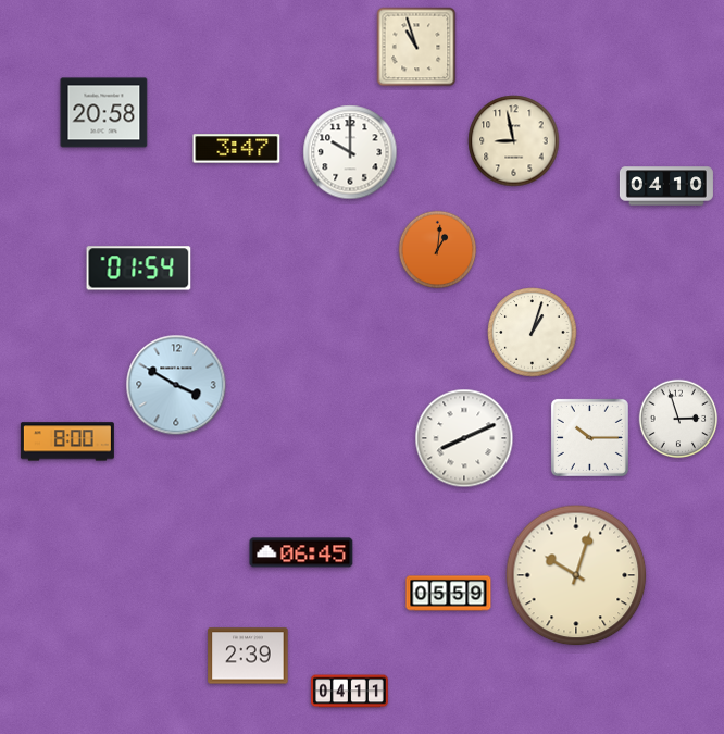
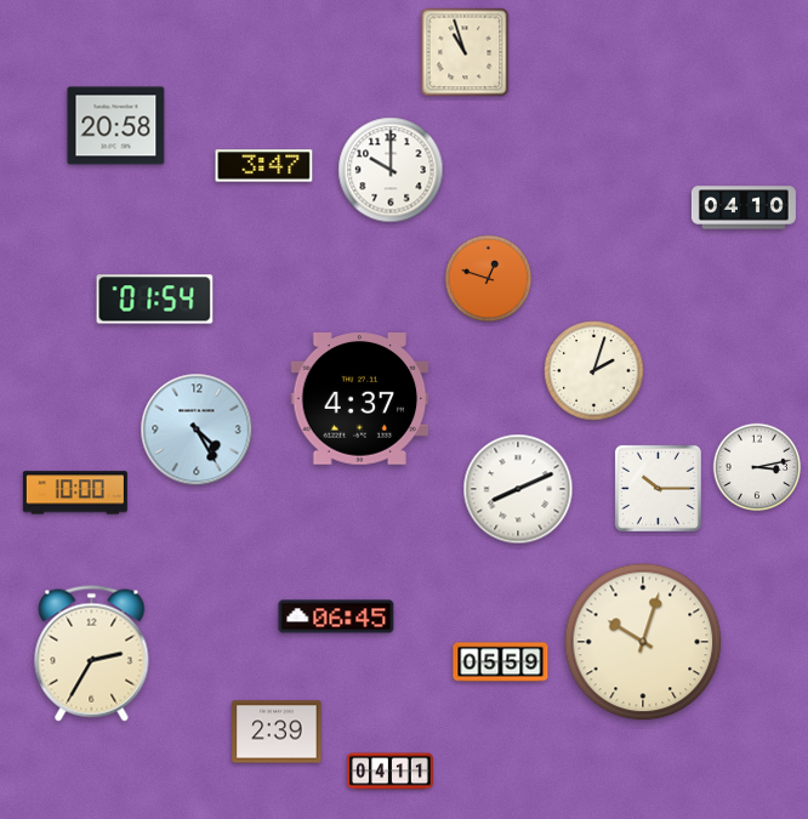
clock at (514, 141): 8:58 -> none
clock at (438, 250): 1:01 -> 12:48
clock at (533, 333): 1:03 -> 2:03
clock at (360, 399): none -> 4:37
clock at (176, 385): 3:50 -> 4:25
clock at (678, 419): 2:57 -> 3:13
clock at (67, 441): 8:00 -> 10:00
clock at (92, 654): none -> 2:35
